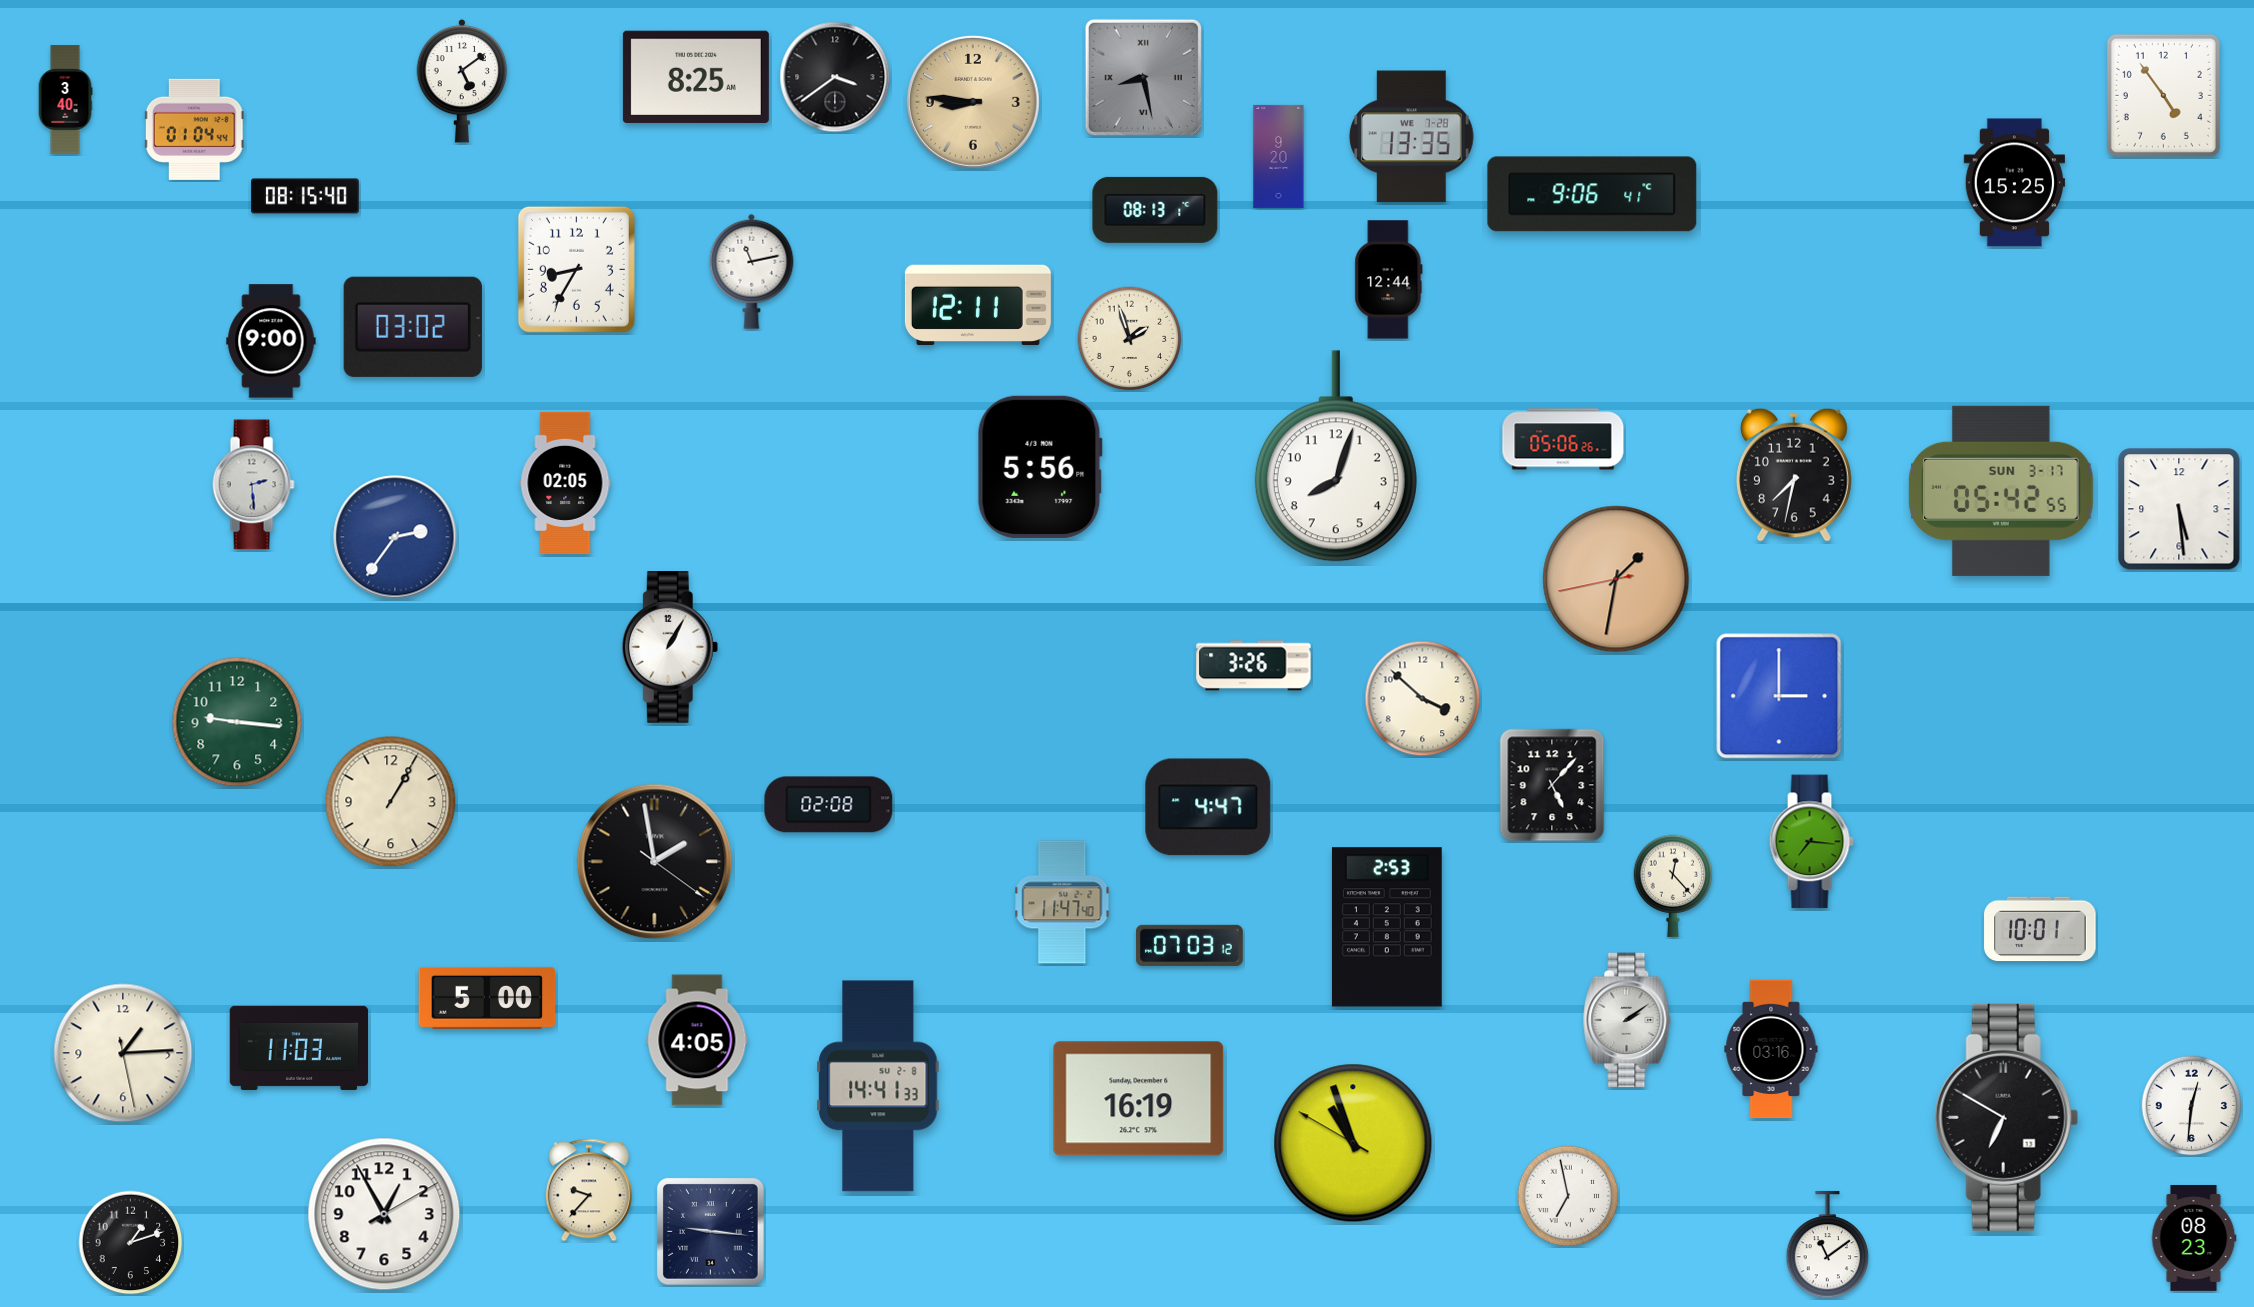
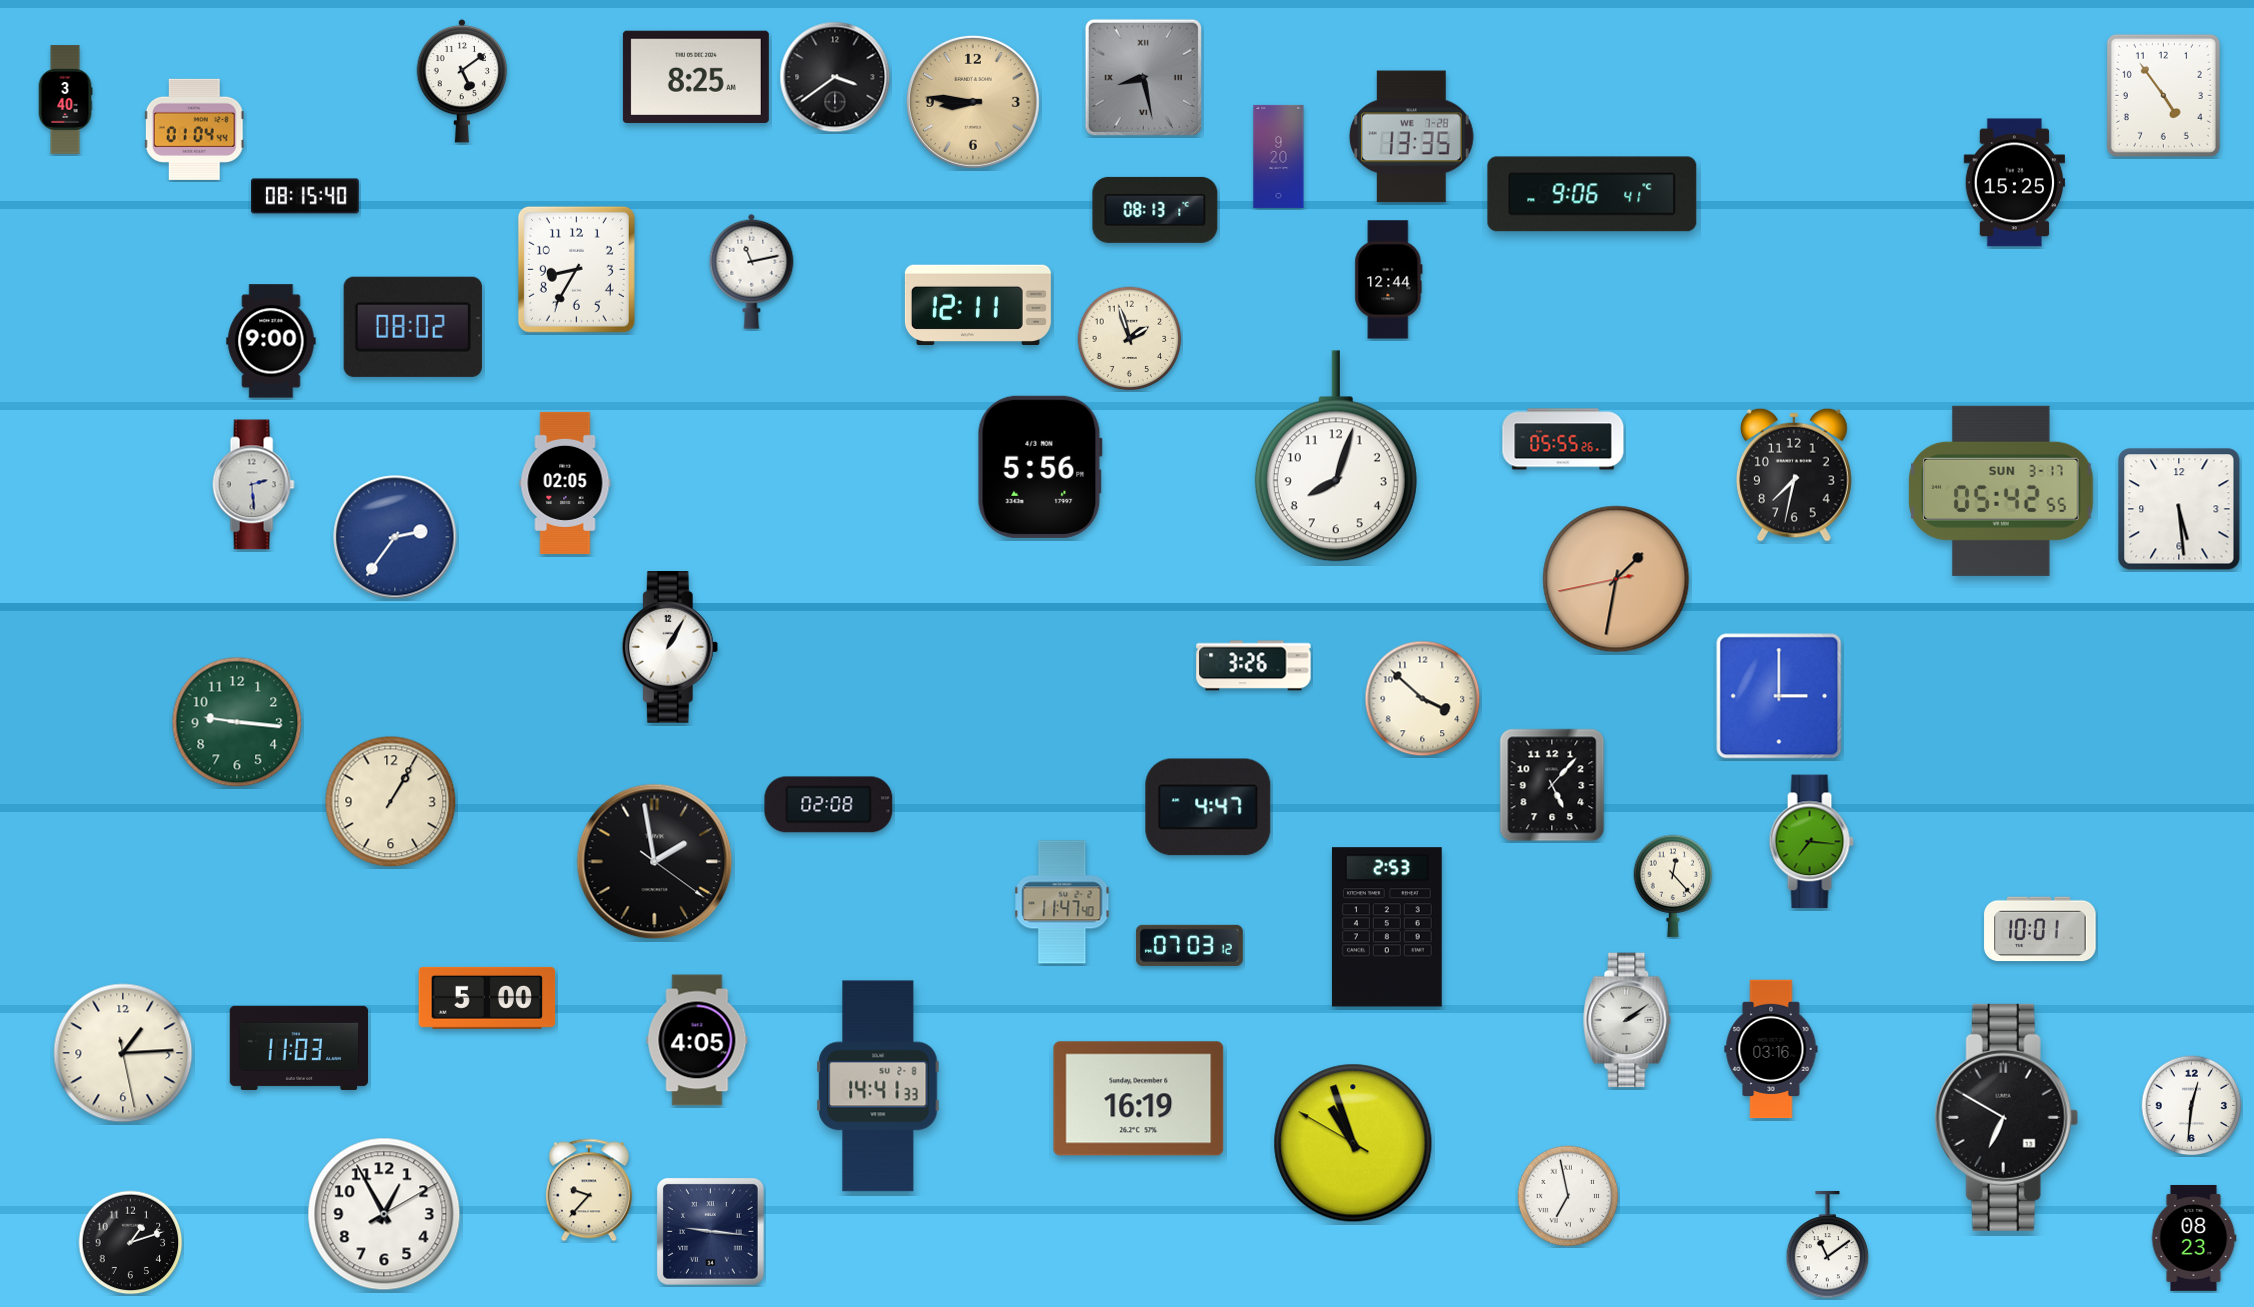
clock at (413, 327): 03:02 -> 08:02
clock at (1563, 439): 05:06 -> 05:55
